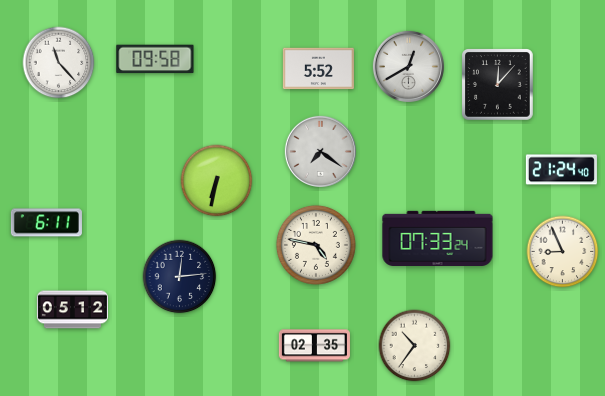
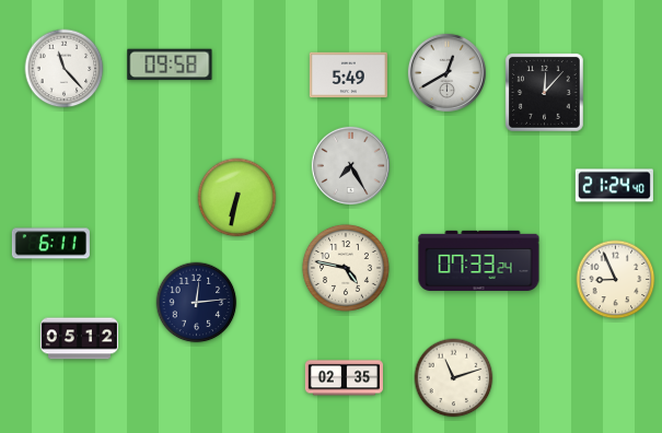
clock at (318, 69): 5:52 -> 5:49
clock at (320, 151): 7:21 -> 7:25
clock at (563, 252) position: (563, 252) -> (616, 280)
clock at (415, 346): 10:36 -> 11:12
